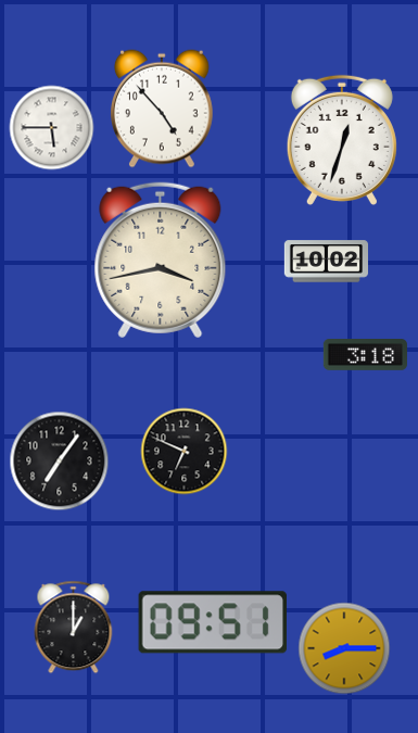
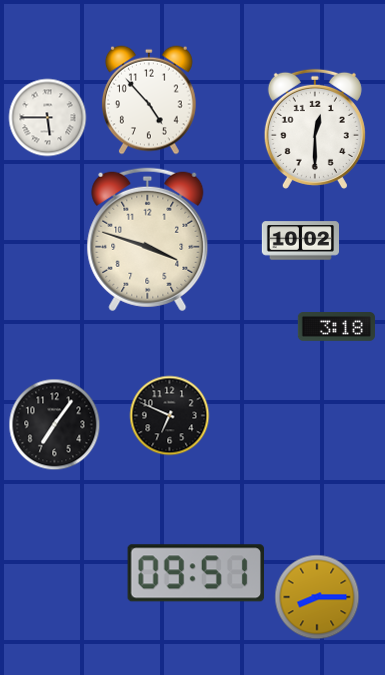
clock at (342, 140): 12:33 -> 12:30
clock at (161, 261): 3:43 -> 3:48
clock at (74, 628): 1:00 -> none
